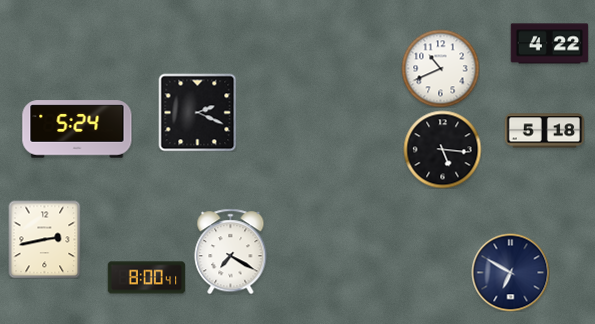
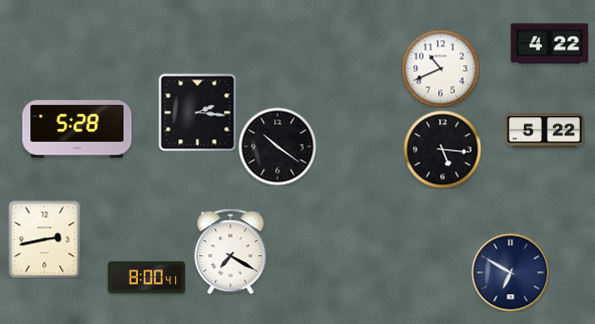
clock at (197, 112): 2:19 -> 2:16
clock at (77, 129): 5:24 -> 5:28
clock at (544, 131): 5:18 -> 5:22
clock at (277, 146): none -> 10:21
